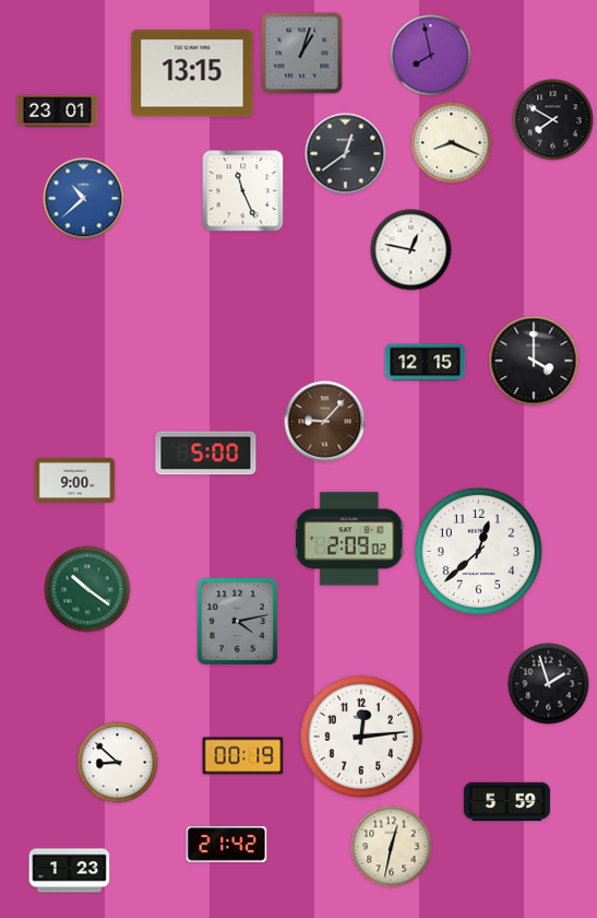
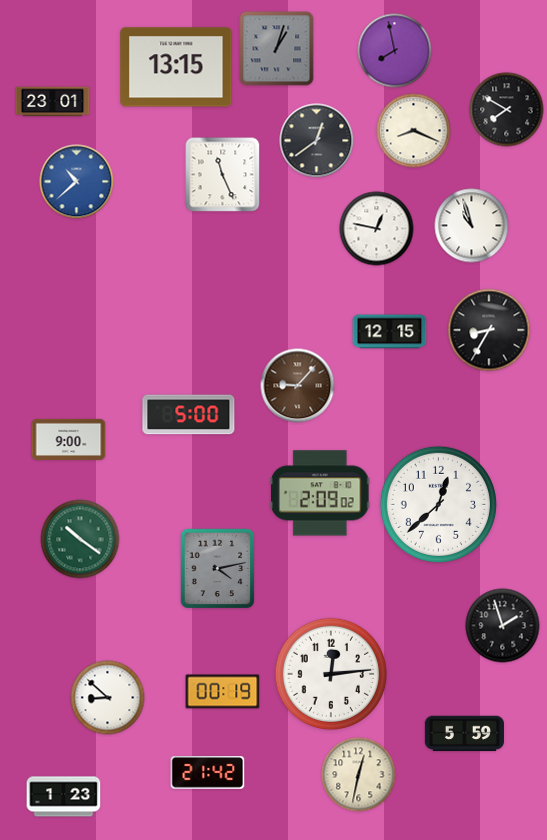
clock at (472, 226): none -> 10:57
clock at (534, 361): 4:00 -> 8:35
